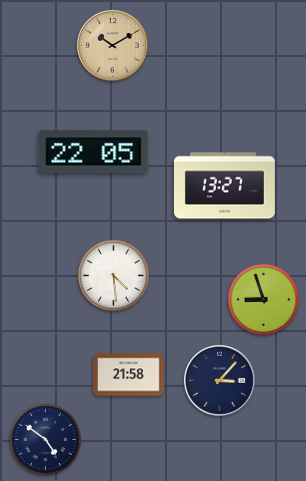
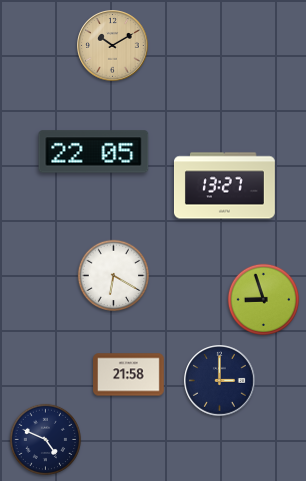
clock at (114, 276): 4:29 -> 6:20
clock at (220, 381): 3:07 -> 3:00
clock at (46, 440): 4:51 -> 4:49
